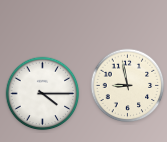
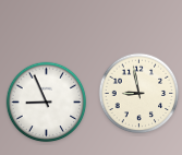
clock at (43, 94): 4:15 -> 8:56
